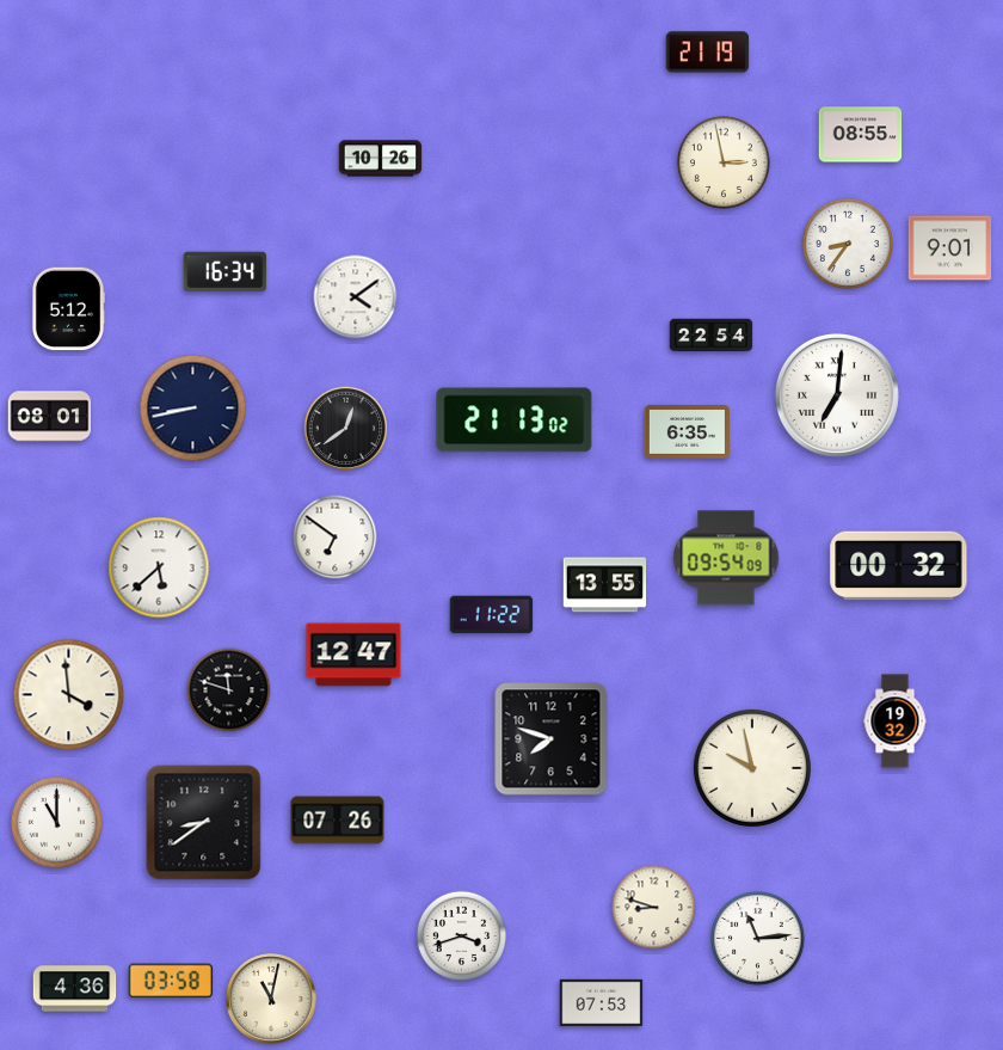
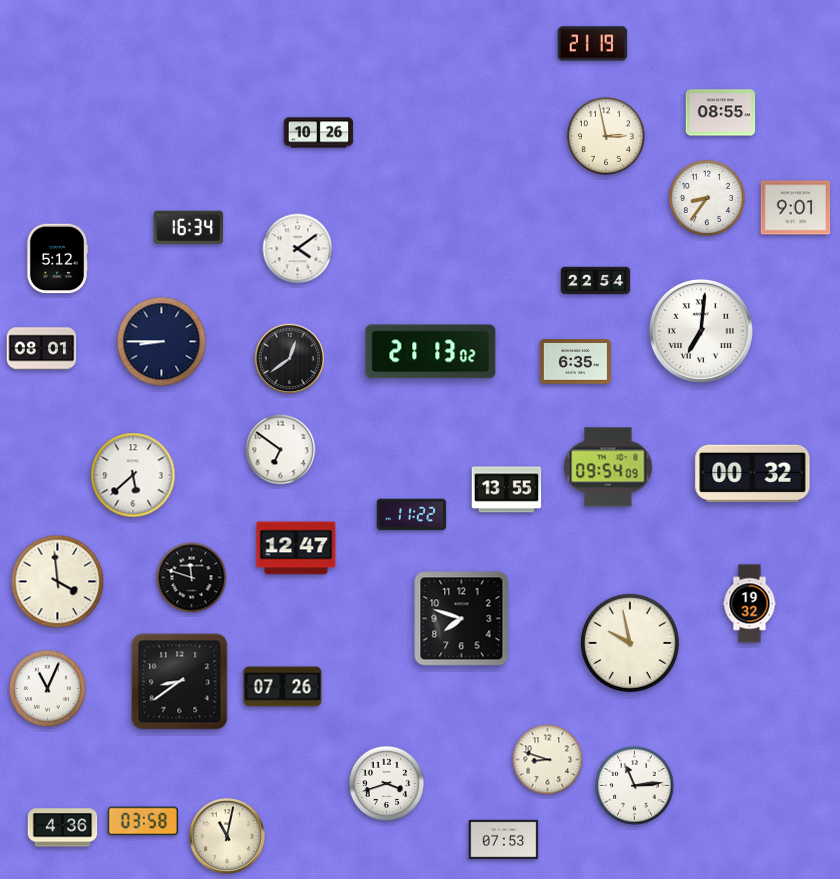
clock at (848, 244) position: (848, 244) -> (707, 198)
clock at (193, 409): 8:43 -> 8:45
clock at (56, 822): 11:00 -> 11:04
clock at (204, 823) position: (204, 823) -> (180, 682)
